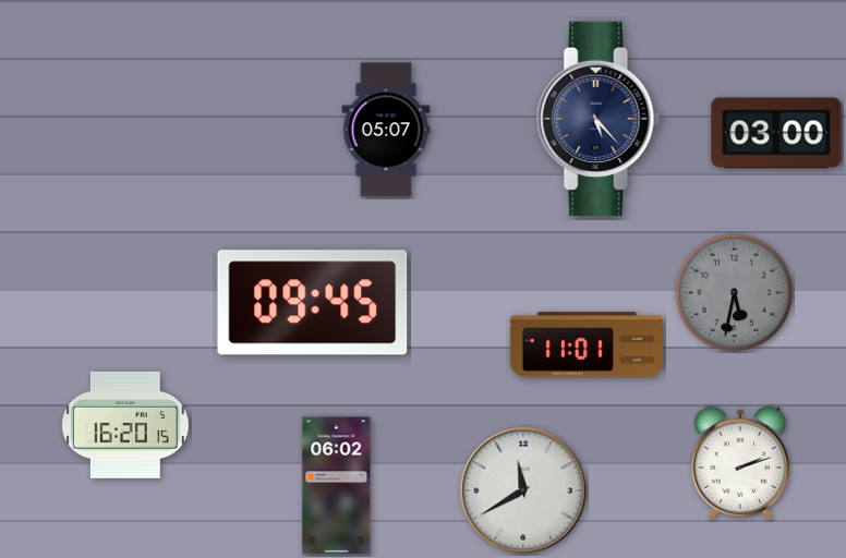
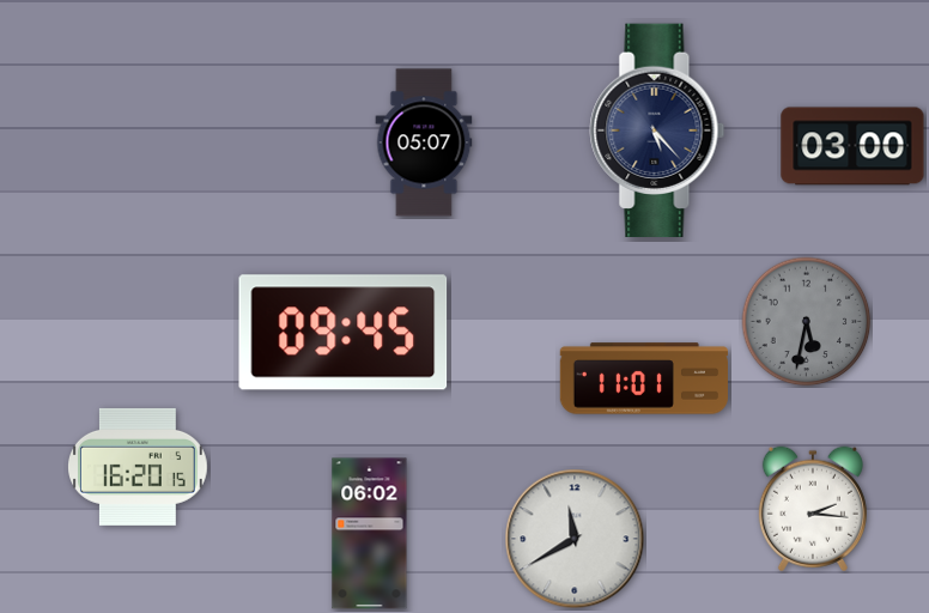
clock at (740, 463): 2:12 -> 2:16
